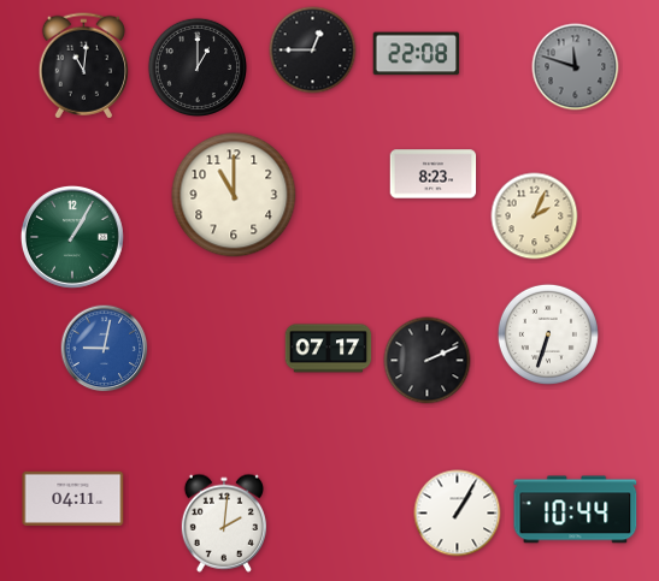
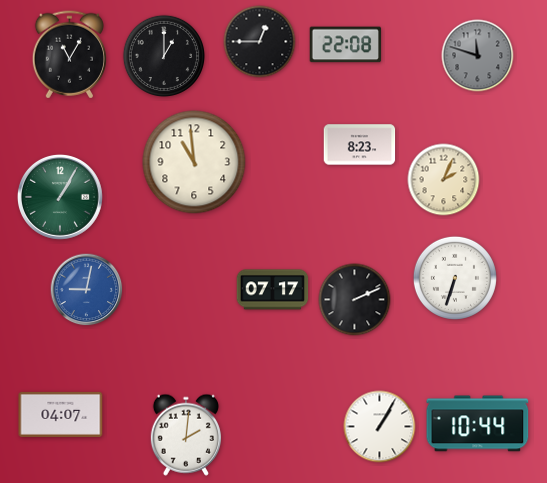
clock at (83, 66): 11:01 -> 11:05
clock at (234, 195): 11:00 -> 10:59
clock at (73, 498): 04:11 -> 04:07
